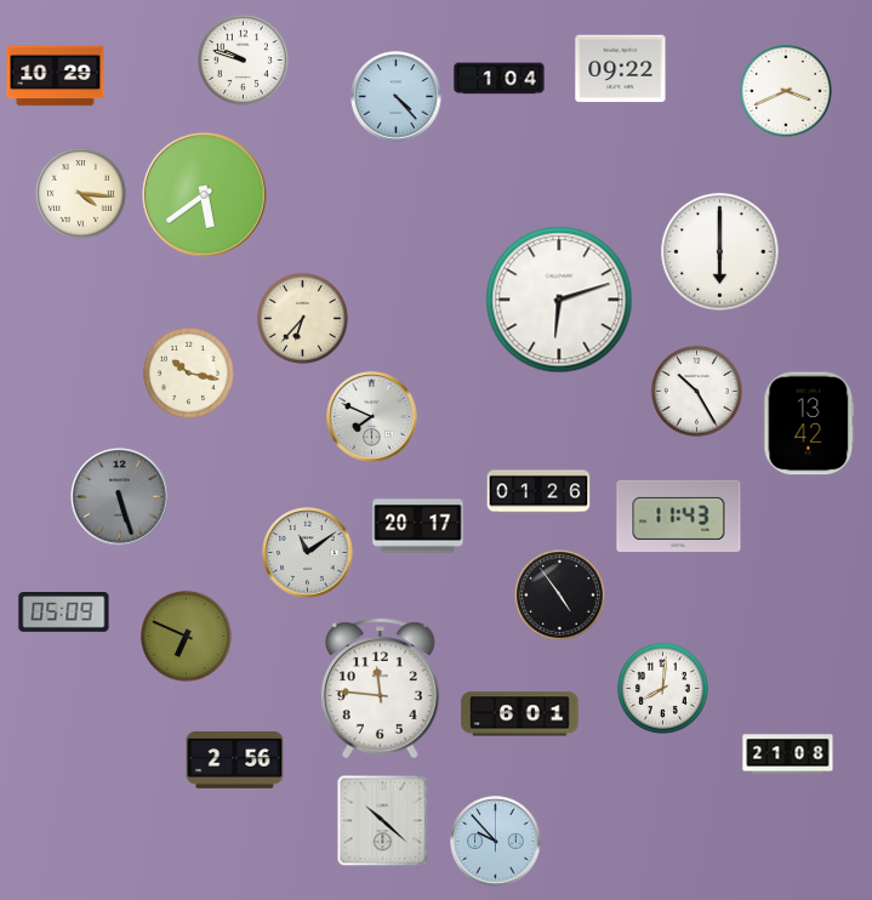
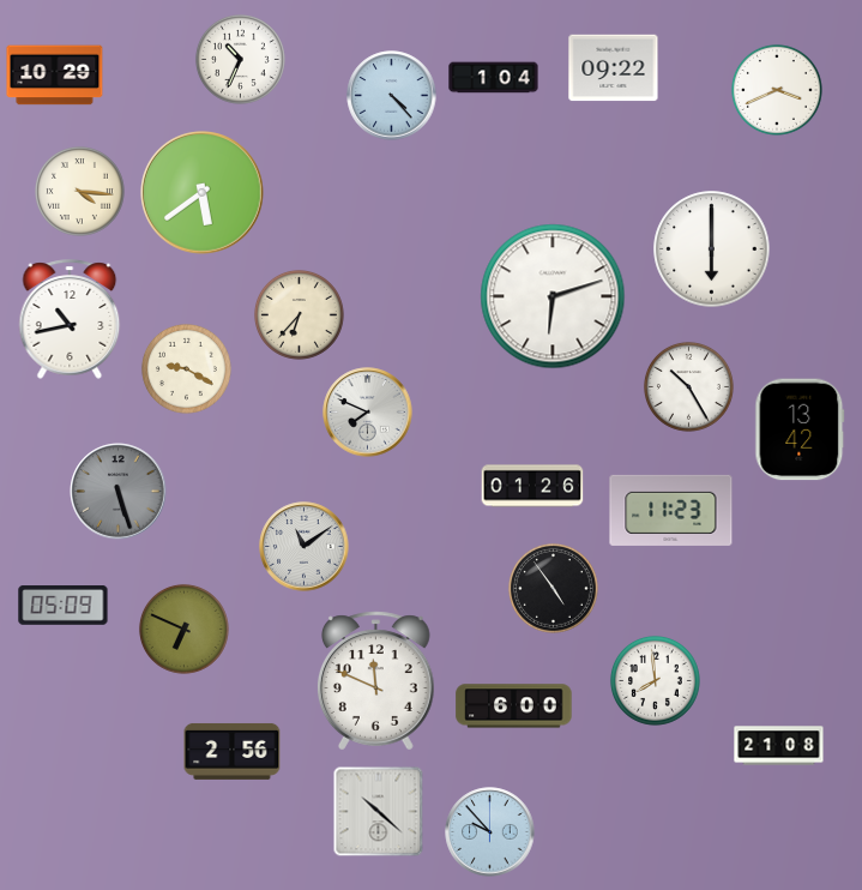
clock at (243, 59): 9:48 -> 10:34
clock at (70, 319): none -> 10:43
clock at (188, 372): 10:17 -> 9:20
clock at (809, 423) position: (809, 423) -> (800, 429)
clock at (679, 515): 11:43 -> 11:23
clock at (418, 526): 20:17 -> none
clock at (662, 688): 8:01 -> 7:59
clock at (381, 689): 11:46 -> 11:49
clock at (520, 714): 6:01 -> 6:00
